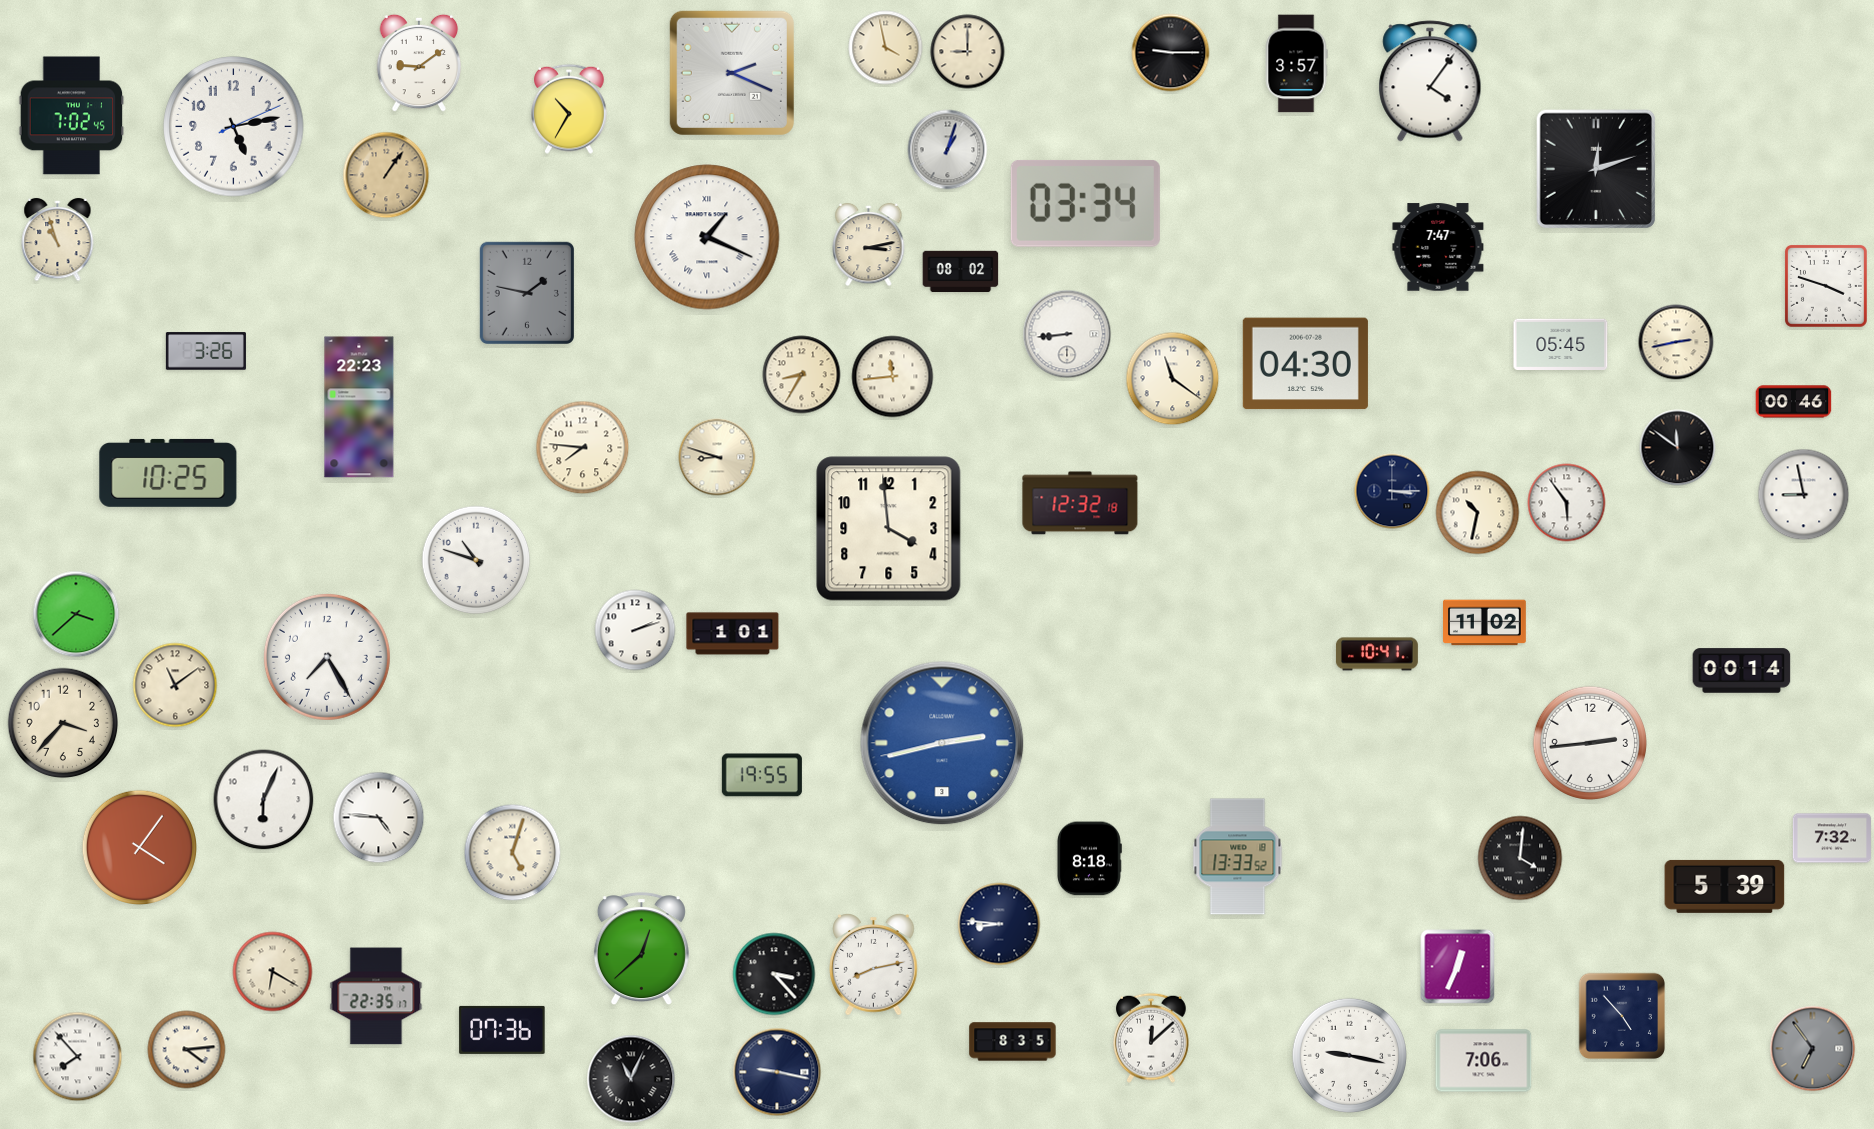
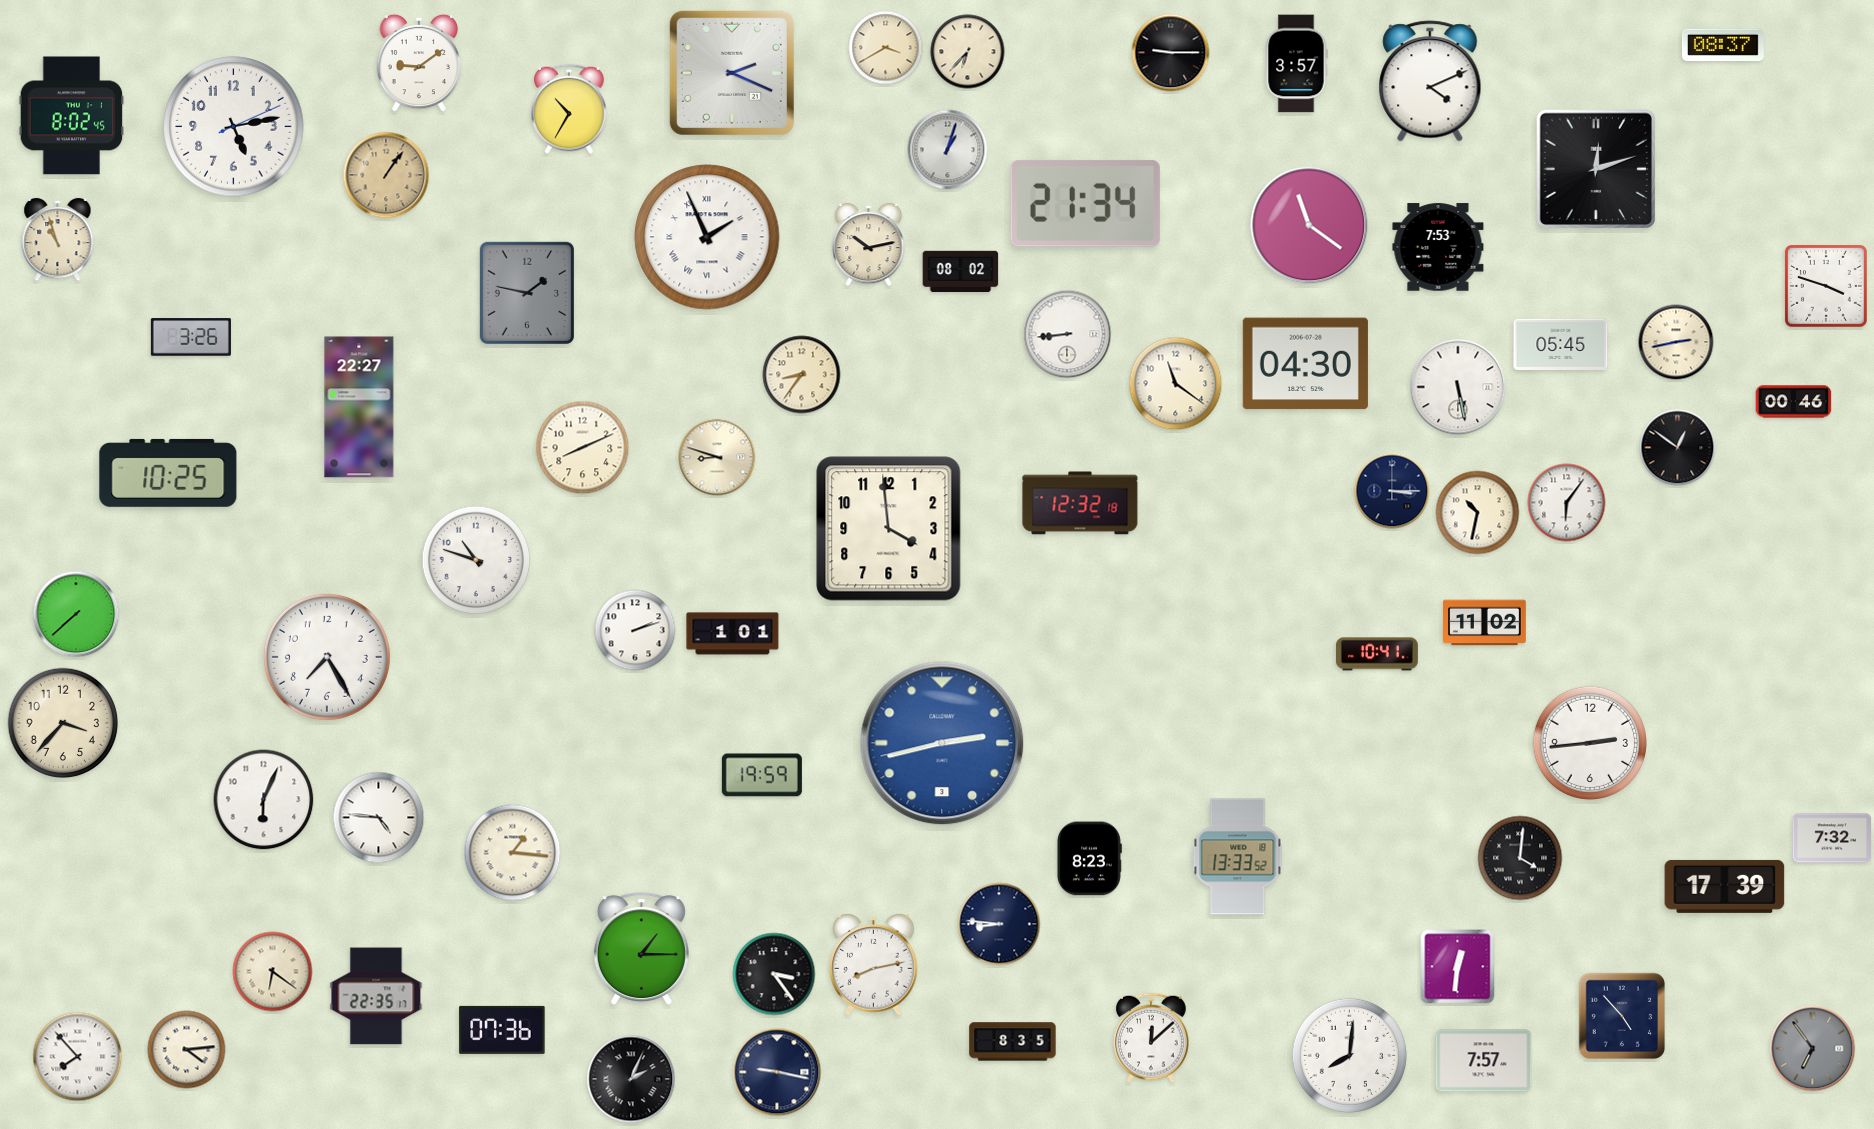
clock at (1723, 45): none -> 08:37
clock at (886, 48): 3:58 -> 3:40
clock at (968, 52): 9:00 -> 6:37
clock at (1430, 81): 4:06 -> 4:11
clock at (72, 116): 7:02 -> 8:02
clock at (1085, 203): 03:34 -> 21:34
clock at (1309, 225): none -> 11:21
clock at (707, 237): 1:19 -> 1:56
clock at (869, 245): 3:13 -> 10:13
clock at (1438, 247): 7:47 -> 7:53
clock at (206, 351) position: (206, 351) -> (191, 337)
clock at (802, 375): 8:35 -> 8:36
clock at (893, 377): 11:44 -> none
clock at (1173, 379) position: (1173, 379) -> (1176, 384)
clock at (1458, 387): none -> 5:28
clock at (359, 407): 22:23 -> 22:27
clock at (583, 448): 7:46 -> 8:11
clock at (1678, 448): 11:51 -> 12:51
clock at (1804, 495): 8:58 -> none
clock at (1567, 503): 5:54 -> 6:06
clock at (76, 614): 3:38 -> 7:38
clock at (1742, 671): 00:14 -> none
clock at (175, 685): 11:09 -> none
clock at (762, 775): 19:55 -> 19:59
clock at (139, 847): 4:06 -> none
clock at (513, 853): 5:03 -> 1:16
clock at (1089, 859): 8:18 -> 8:23
clock at (1725, 886): 5:39 -> 17:39
clock at (641, 949): 12:38 -> 1:15
clock at (1458, 967): 12:34 -> 12:31
clock at (273, 972): 6:20 -> 6:21
clock at (774, 974): 3:23 -> 3:24
clock at (1349, 1055): 9:17 -> 8:01
clock at (1484, 1061): 7:06 -> 7:57
clock at (631, 1079): 11:04 -> 2:04
